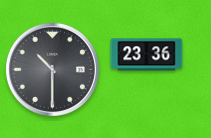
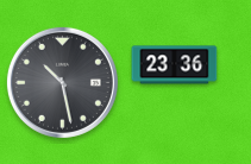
clock at (52, 69): 10:30 -> 10:28
